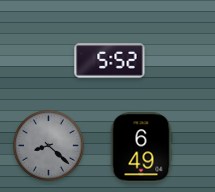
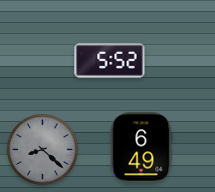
clock at (49, 146) position: (49, 146) -> (43, 150)
